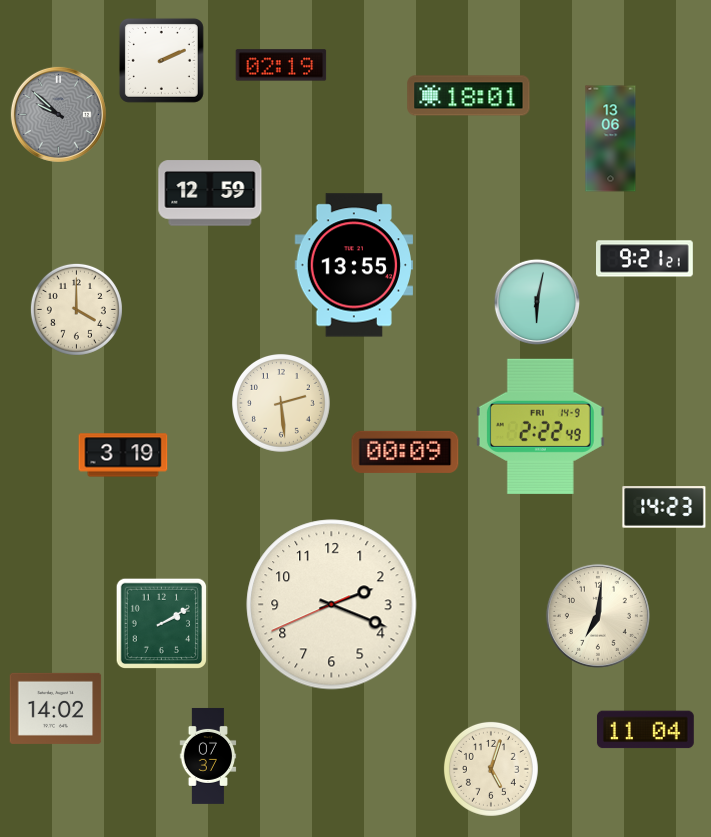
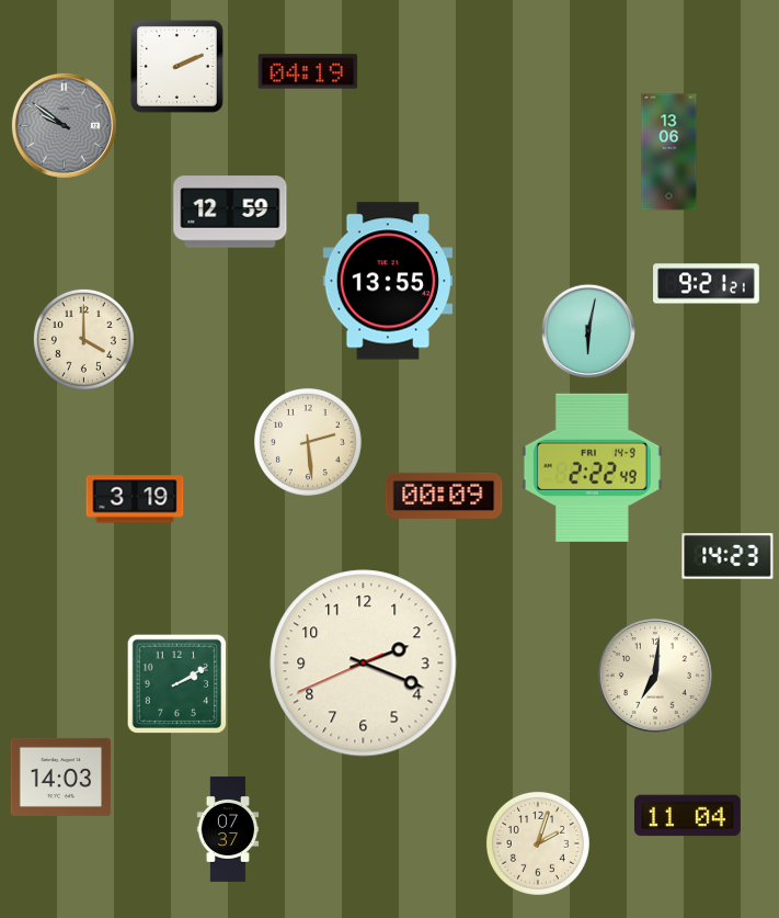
clock at (281, 65): 02:19 -> 04:19
clock at (469, 96): 18:01 -> none
clock at (58, 114): 9:52 -> 9:51
clock at (353, 265) position: (353, 265) -> (387, 281)
clock at (56, 708): 14:02 -> 14:03
clock at (645, 730) position: (645, 730) -> (687, 816)
clock at (491, 769): 5:03 -> 2:03
